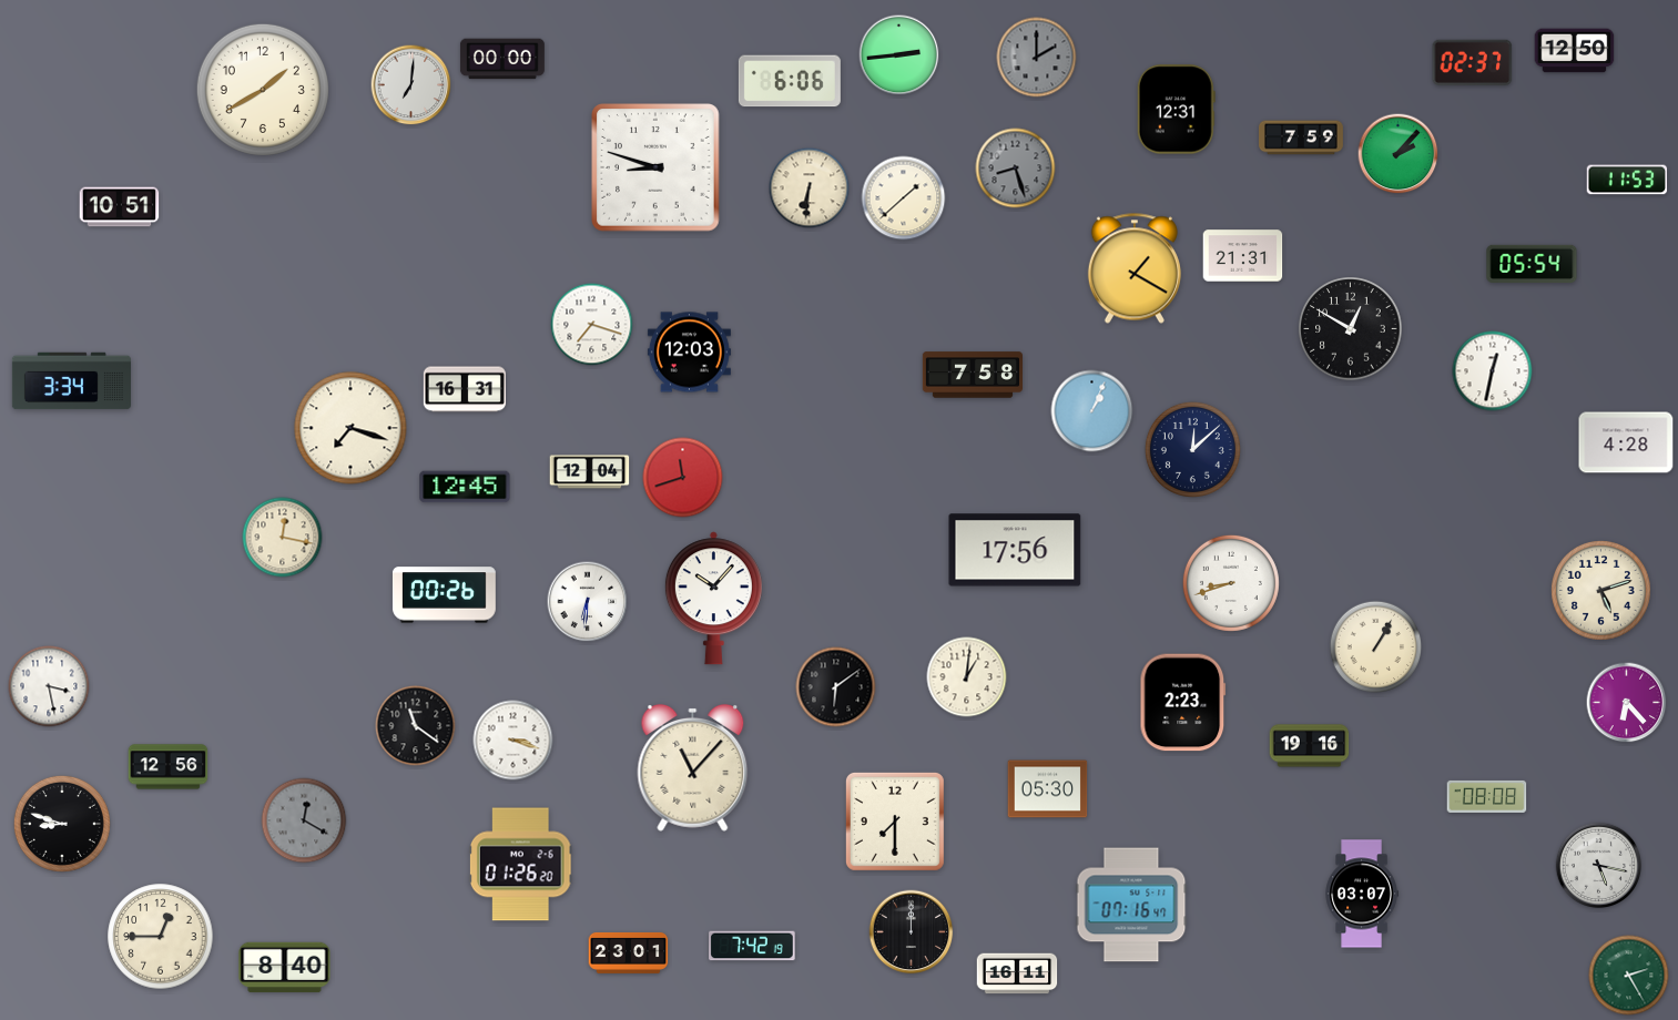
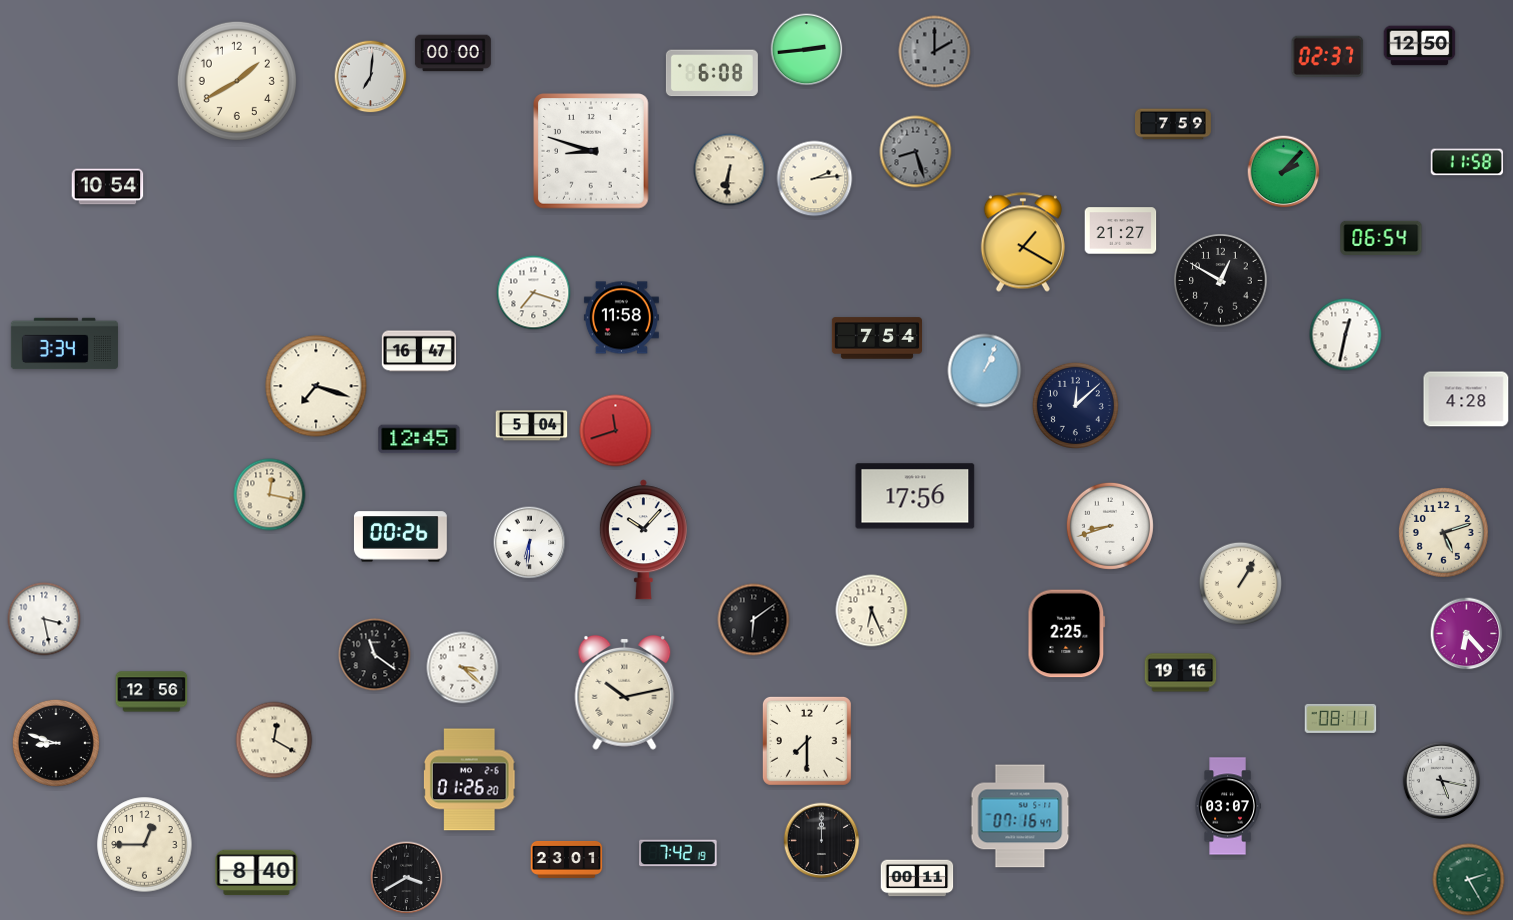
clock at (899, 55) position: (899, 55) -> (807, 50)
clock at (790, 81): 6:06 -> 6:08
clock at (1176, 110): 12:31 -> none
clock at (1399, 154) position: (1399, 154) -> (1284, 172)
clock at (1627, 180): 11:53 -> 11:58
clock at (904, 198): 1:38 -> 2:14
clock at (120, 207): 10:51 -> 10:54
clock at (1243, 256): 21:31 -> 21:27
clock at (1532, 263): 05:54 -> 06:54
clock at (1351, 329) position: (1351, 329) -> (1221, 281)
clock at (689, 353): 12:03 -> 11:58
clock at (972, 375): 7:58 -> 7:54
clock at (465, 389): 16:31 -> 16:47
clock at (590, 472): 12:04 -> 5:04
clock at (283, 538) position: (283, 538) -> (270, 495)
clock at (967, 677): 1:01 -> 6:26
clock at (1183, 703): 2:23 -> 2:25
clock at (513, 741): 3:18 -> 3:22
clock at (693, 767): 11:07 -> 10:13
clock at (1048, 789): 05:30 -> none
clock at (1487, 796): 08:08 -> 08:11
clock at (304, 820) dial: grey -> cream
clock at (407, 878): none -> 3:40
clock at (1017, 973): 16:11 -> 00:11
